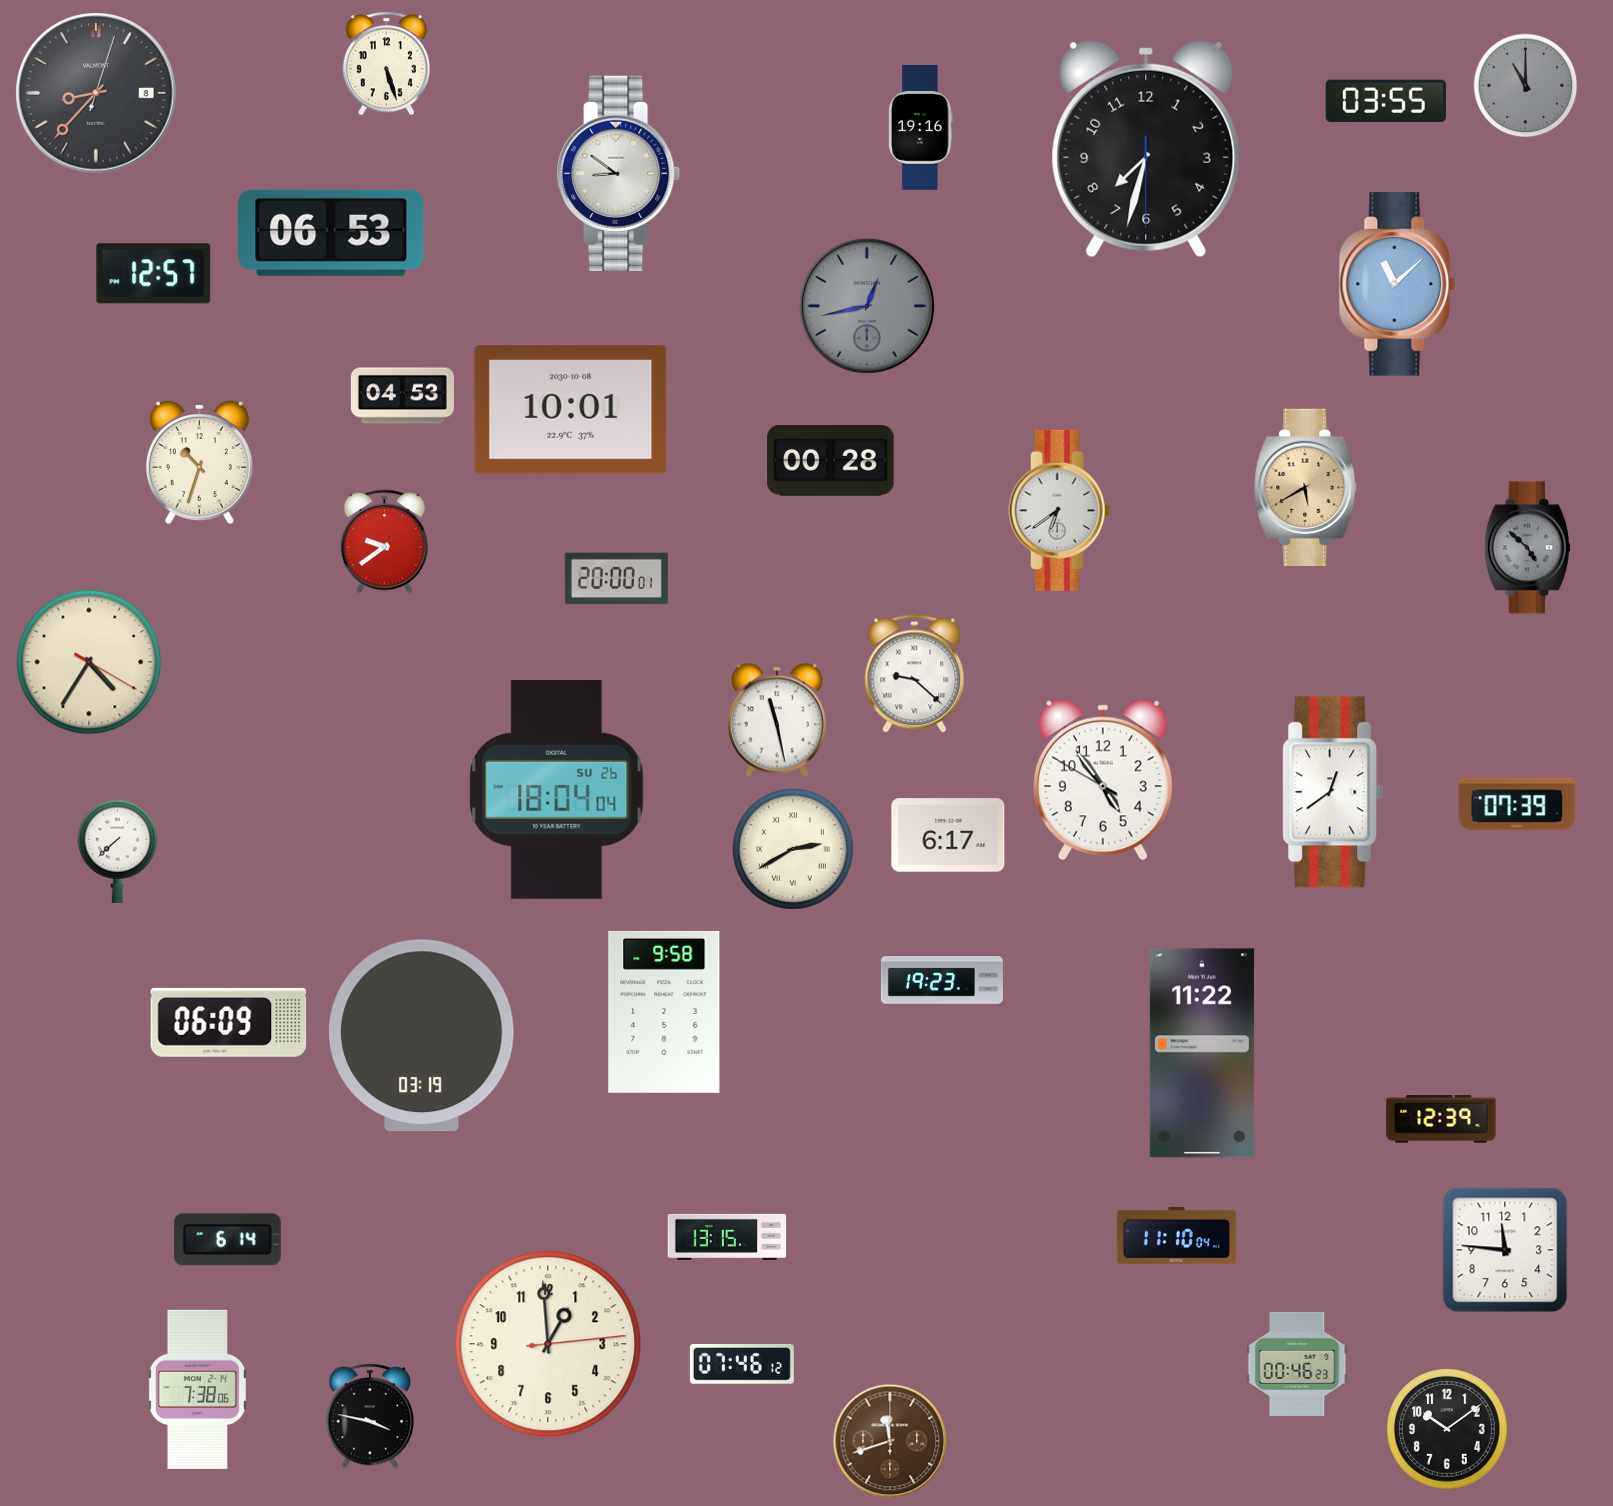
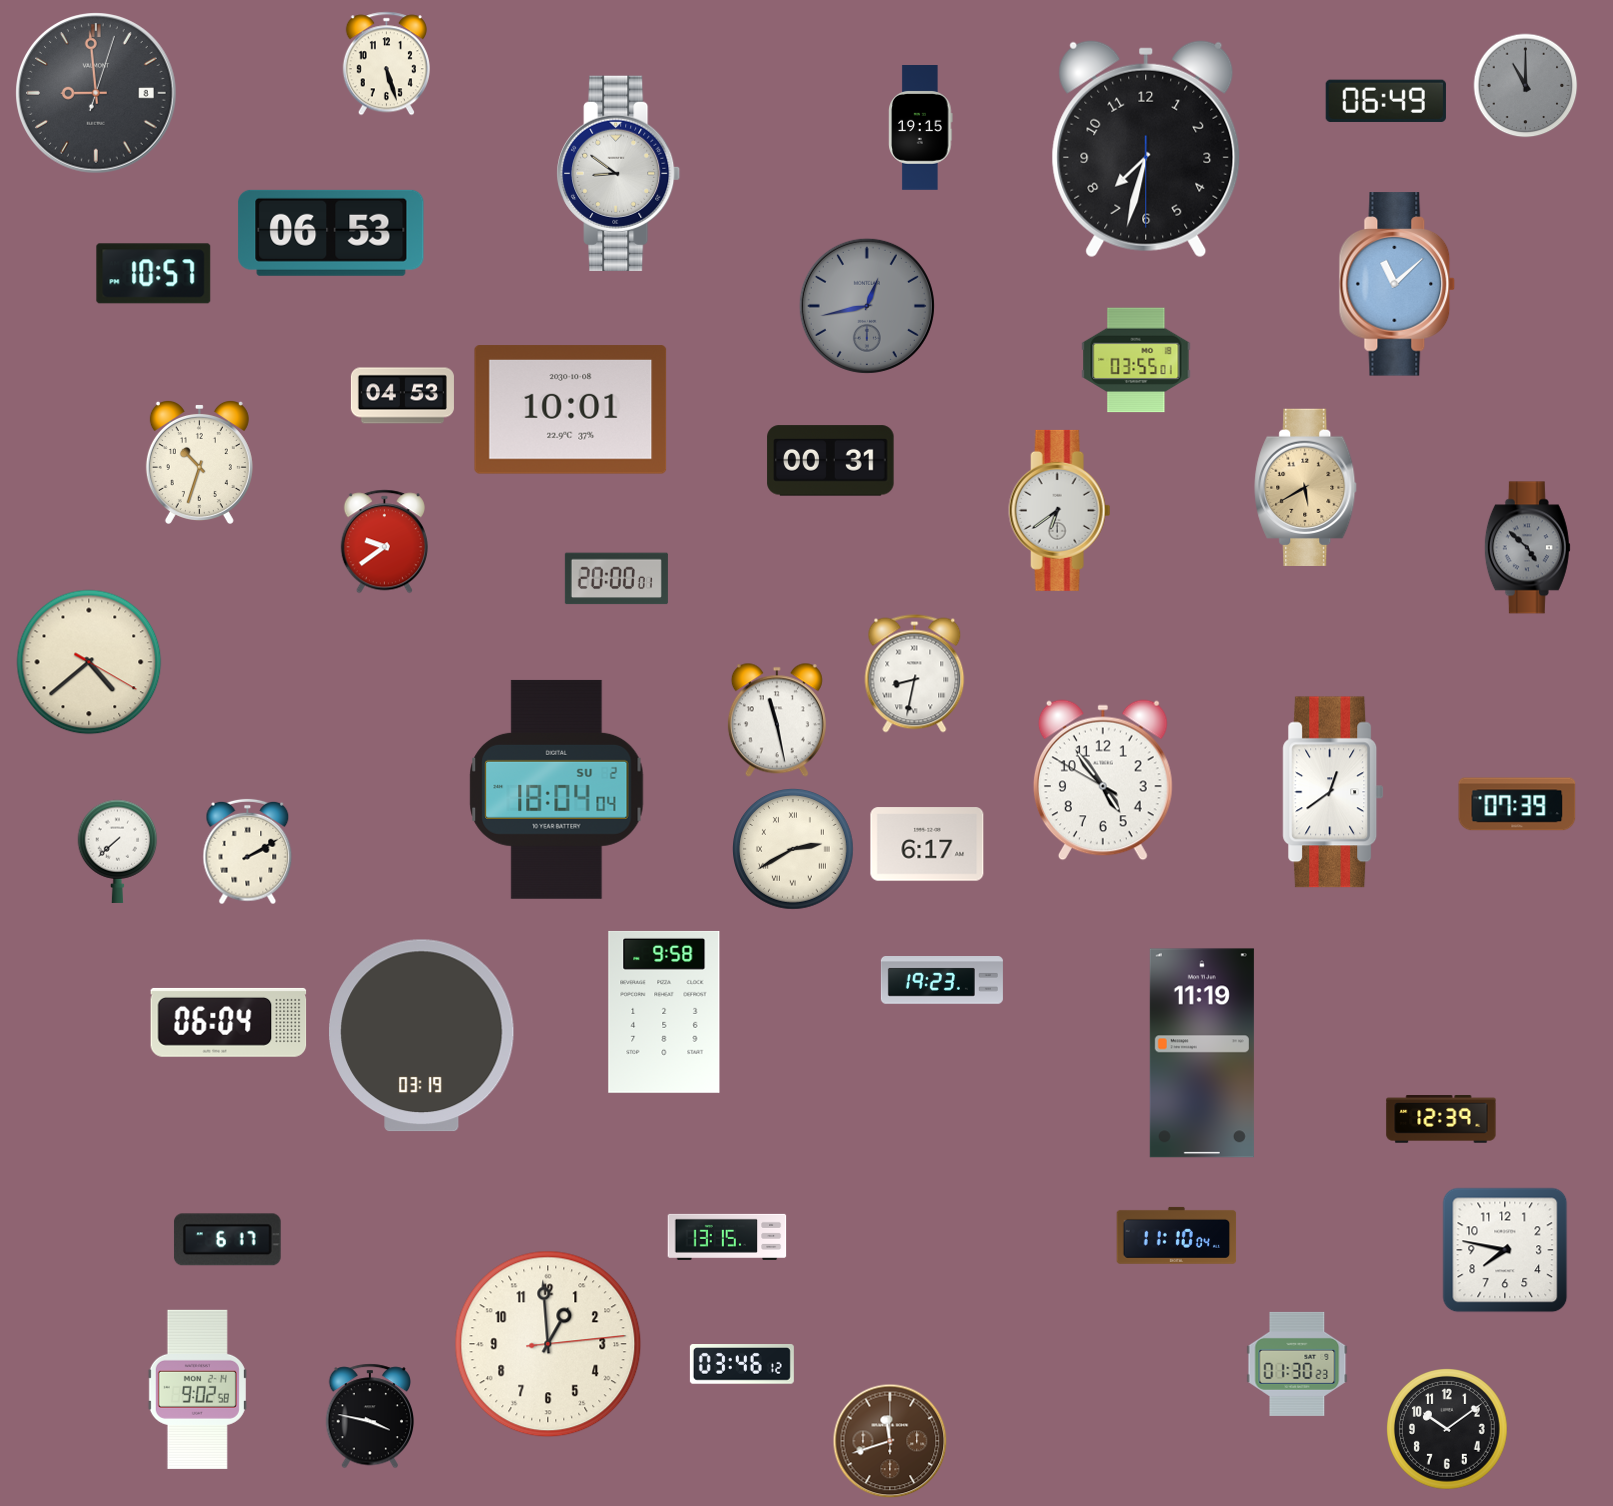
clock at (96, 93): 8:37 -> 8:59
clock at (1386, 101): 03:55 -> 06:49
clock at (921, 128): 19:16 -> 19:15
clock at (154, 274): 12:57 -> 10:57
clock at (1136, 360): none -> 03:55
clock at (831, 461): 00:28 -> 00:31
clock at (89, 662): 4:35 -> 4:38
clock at (915, 674): 9:22 -> 8:32
clock at (557, 789) date: SU 26 -> SU 2
clock at (948, 835) position: (948, 835) -> (927, 844)
clock at (248, 852): none -> 2:10
clock at (229, 1022): 06:09 -> 06:04
clock at (1202, 1053): 11:22 -> 11:19
clock at (227, 1240): 6:14 -> 6:17
clock at (1505, 1250): 11:46 -> 7:47
clock at (1297, 1364): 00:46 -> 01:30
clock at (742, 1365): 07:46 -> 03:46
clock at (197, 1389): 7:38 -> 9:02
